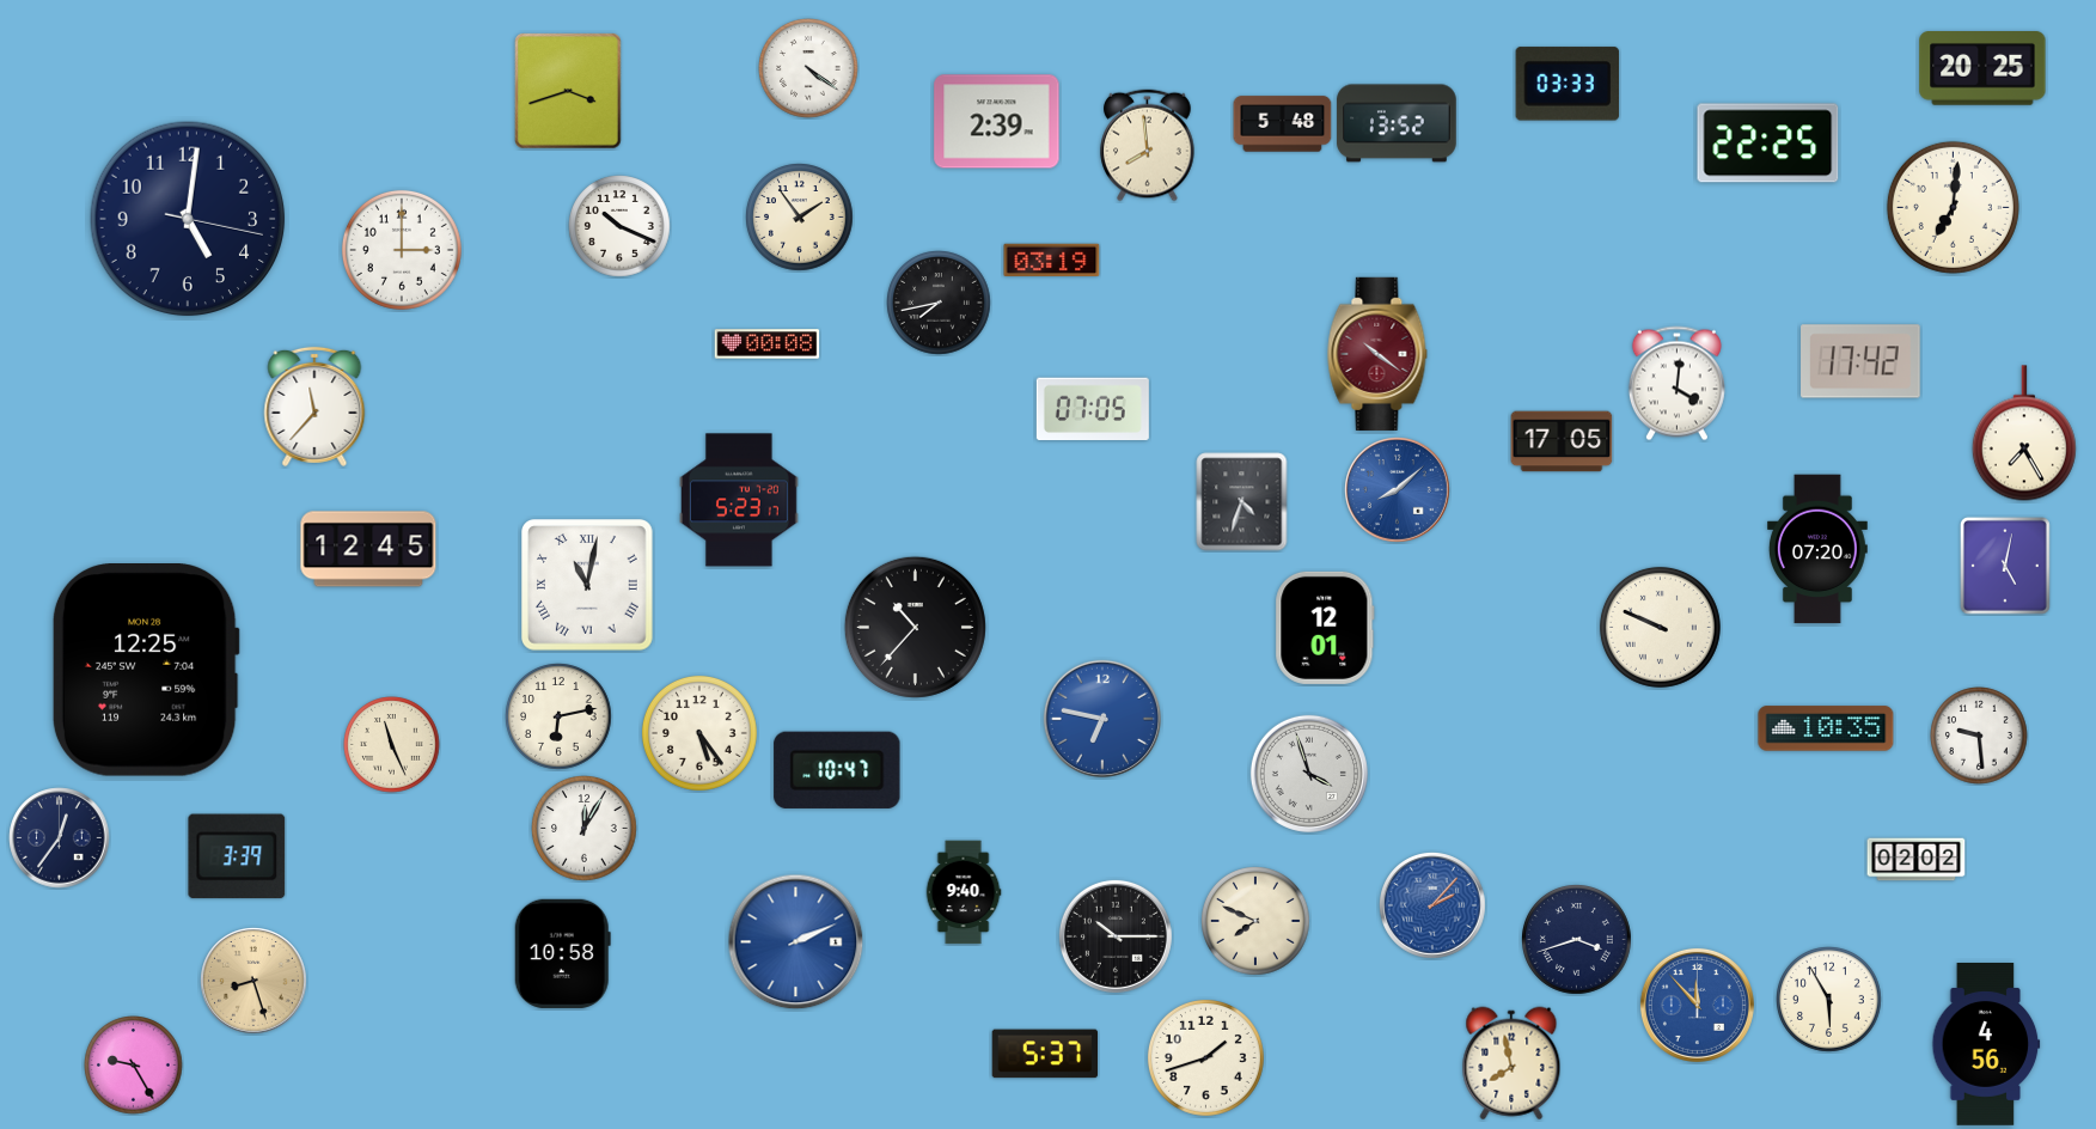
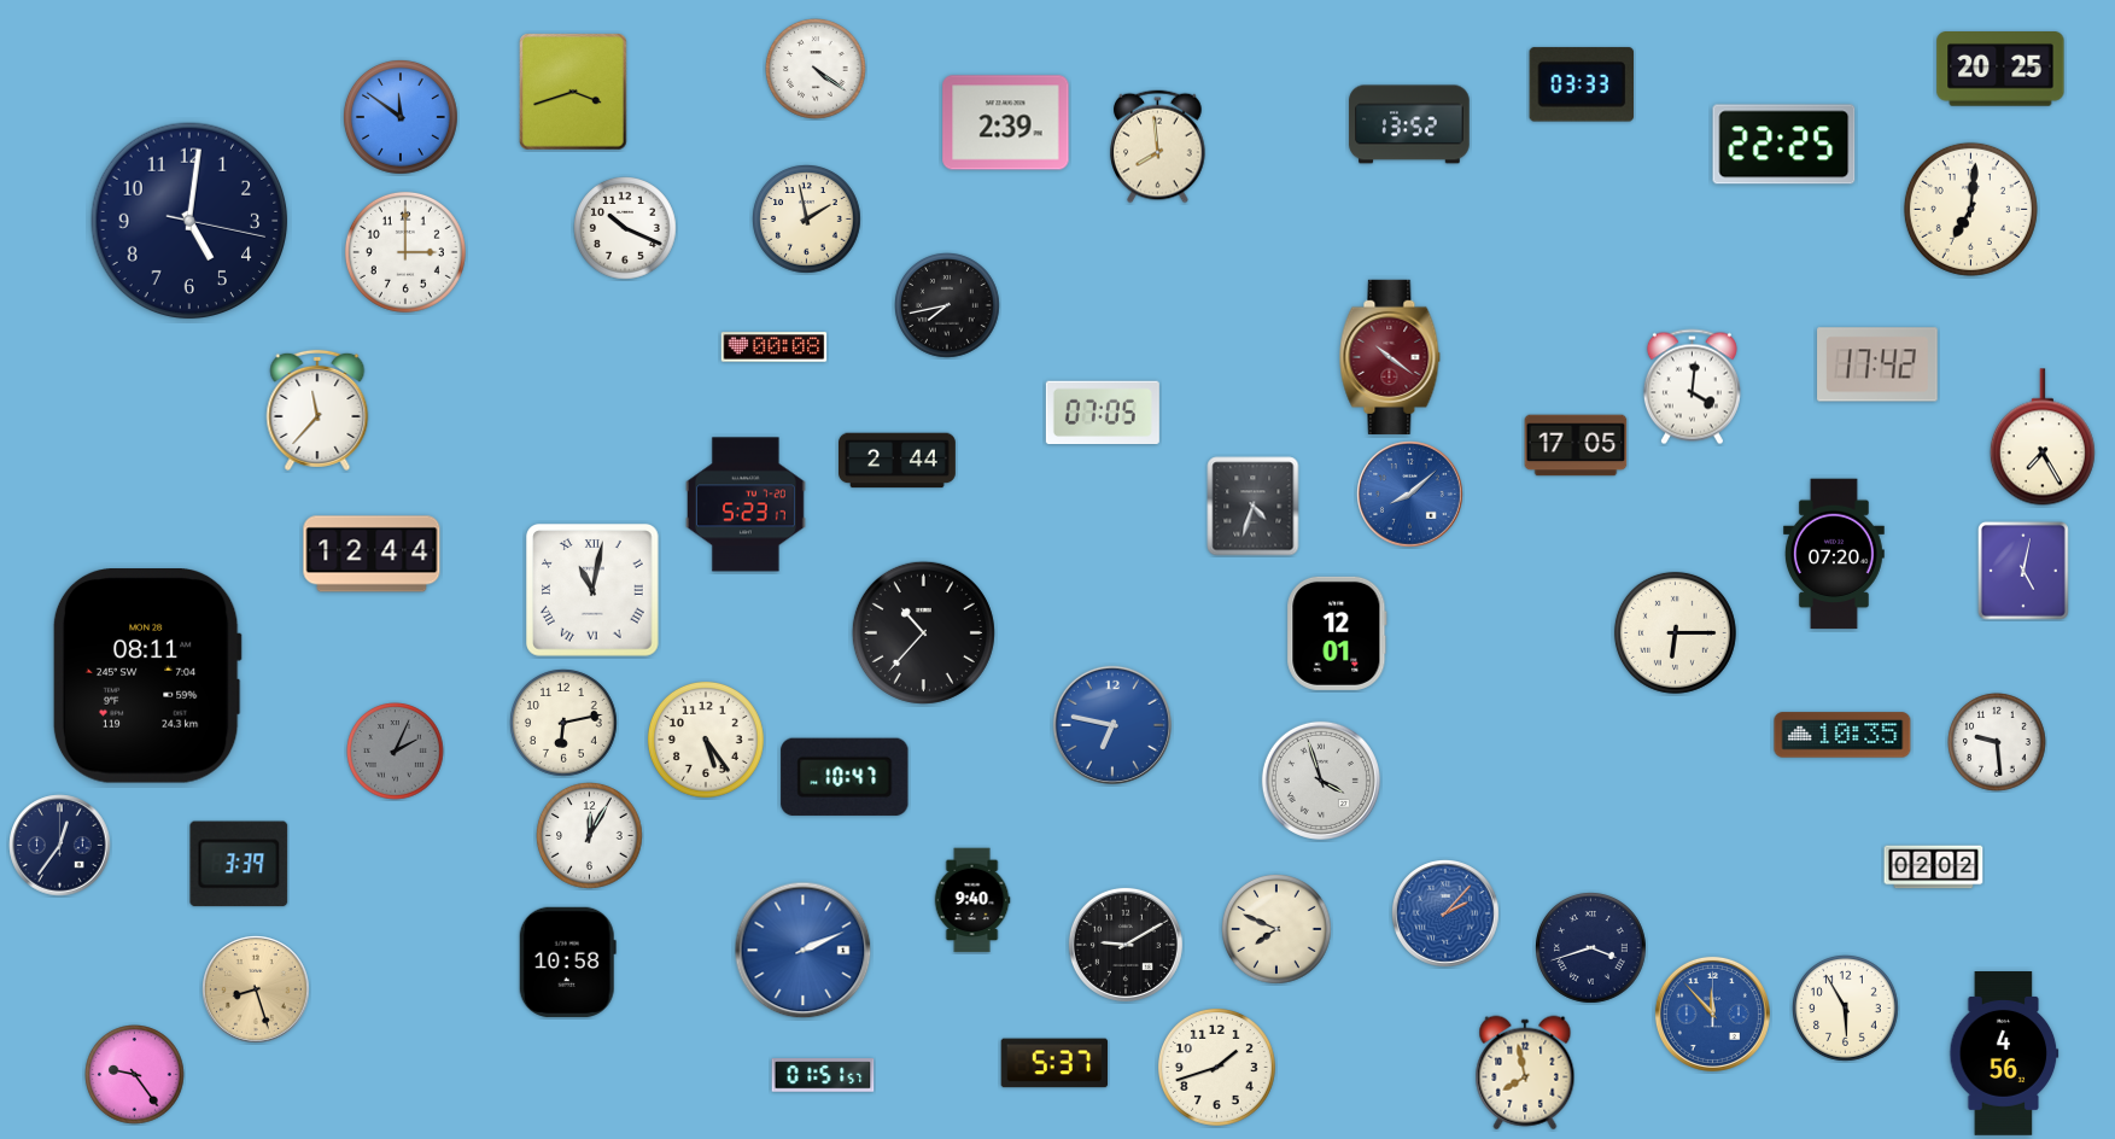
clock at (401, 117): none -> 11:51
clock at (1283, 124): 5:48 -> none
clock at (800, 218): 1:54 -> 1:58
clock at (1052, 260): 03:19 -> none
clock at (898, 461): none -> 2:44
clock at (368, 549): 12:45 -> 12:44
clock at (1660, 627): 9:49 -> 6:15
clock at (146, 671): 12:25 -> 08:11
clock at (392, 745): 11:26 -> 2:04
clock at (392, 745) dial: cream -> grey
clock at (1257, 922) position: (1257, 922) -> (1278, 930)
clock at (1116, 936): 10:15 -> 9:10
clock at (134, 1066): 9:25 -> 9:24
clock at (823, 1075): none -> 01:51
